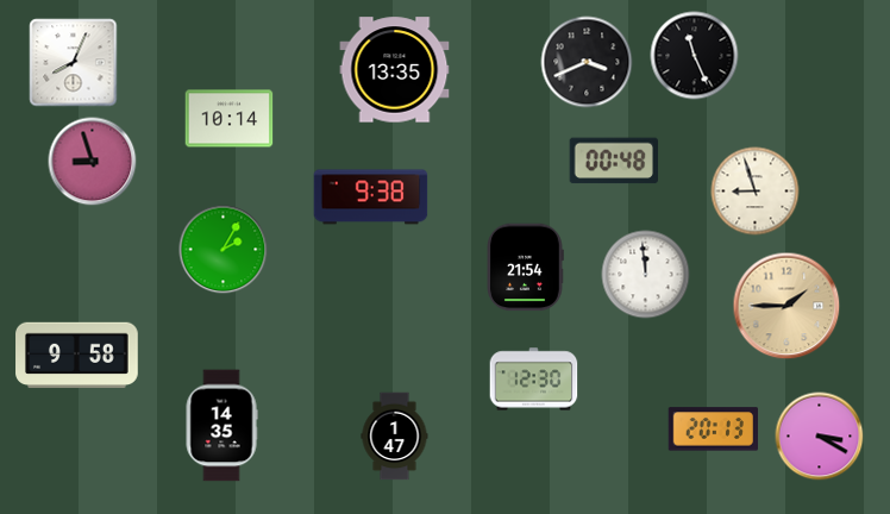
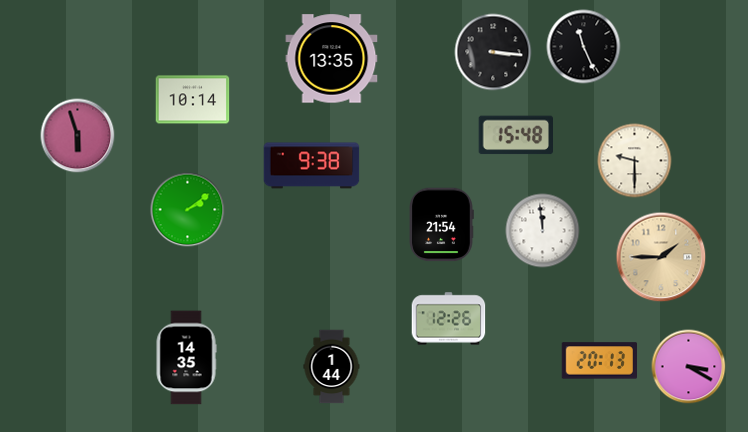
clock at (587, 62): 3:41 -> 3:16
clock at (74, 63): 8:04 -> none
clock at (614, 161): 00:48 -> 15:48
clock at (93, 162): 8:57 -> 5:57
clock at (756, 192): 8:57 -> 9:30
clock at (224, 250): 2:05 -> 2:09
clock at (77, 356): 9:58 -> none
clock at (534, 380): 12:30 -> 12:26
clock at (395, 437): 1:47 -> 1:44
